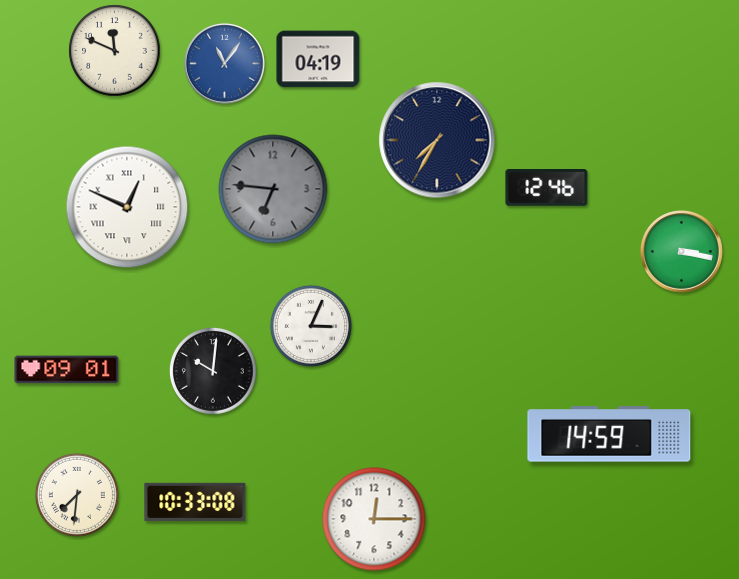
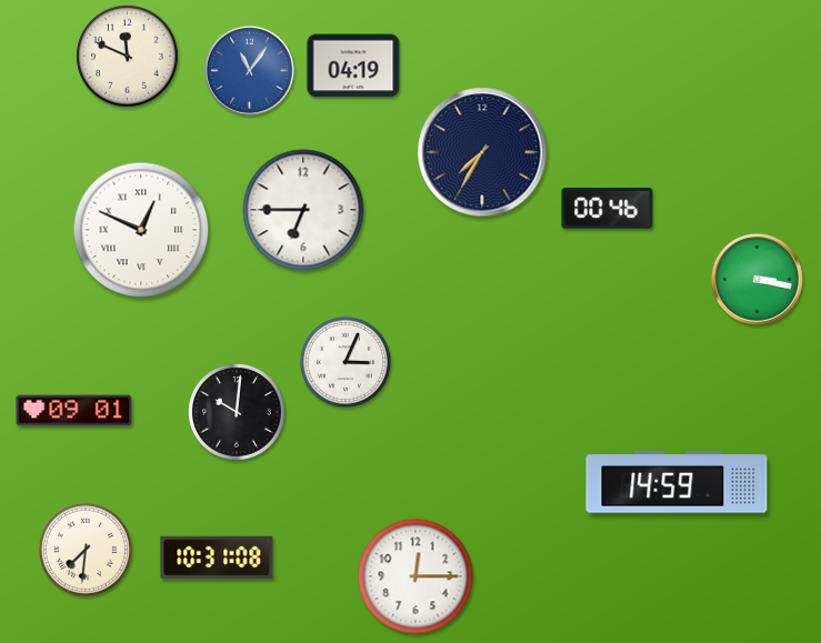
clock at (437, 140) position: (437, 140) -> (482, 152)
clock at (547, 188): 12:46 -> 00:46
clock at (273, 189): 6:46 -> 6:45
clock at (273, 189) dial: grey -> white
clock at (195, 502): 10:33 -> 10:31
